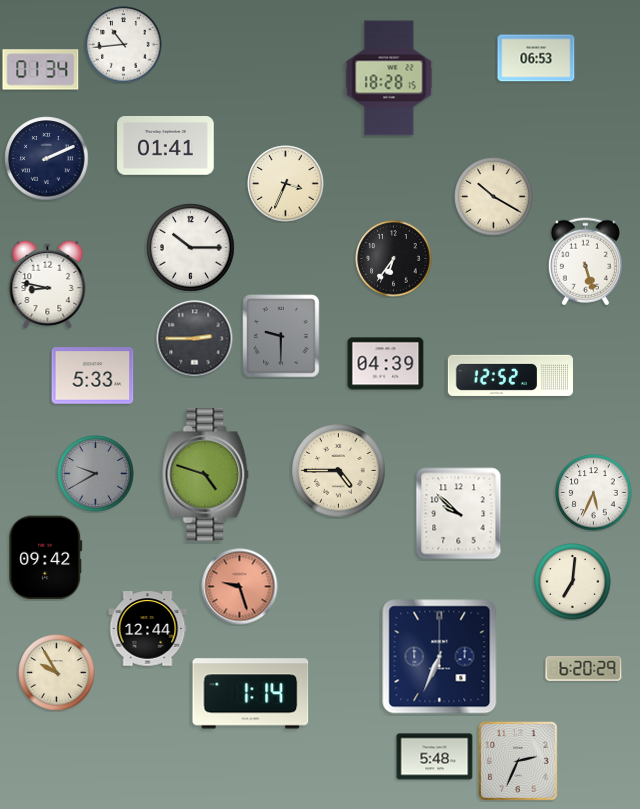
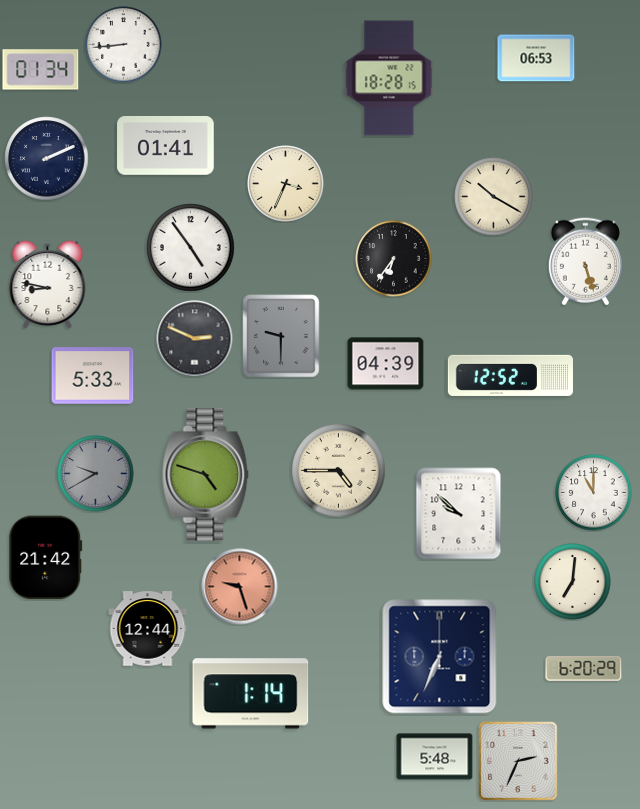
clock at (124, 45): 10:44 -> 8:44
clock at (191, 248): 10:15 -> 4:54
clock at (195, 339): 2:45 -> 2:49
clock at (594, 493): 5:34 -> 11:00
clock at (46, 558): 09:42 -> 21:42
clock at (57, 673): 9:55 -> none
